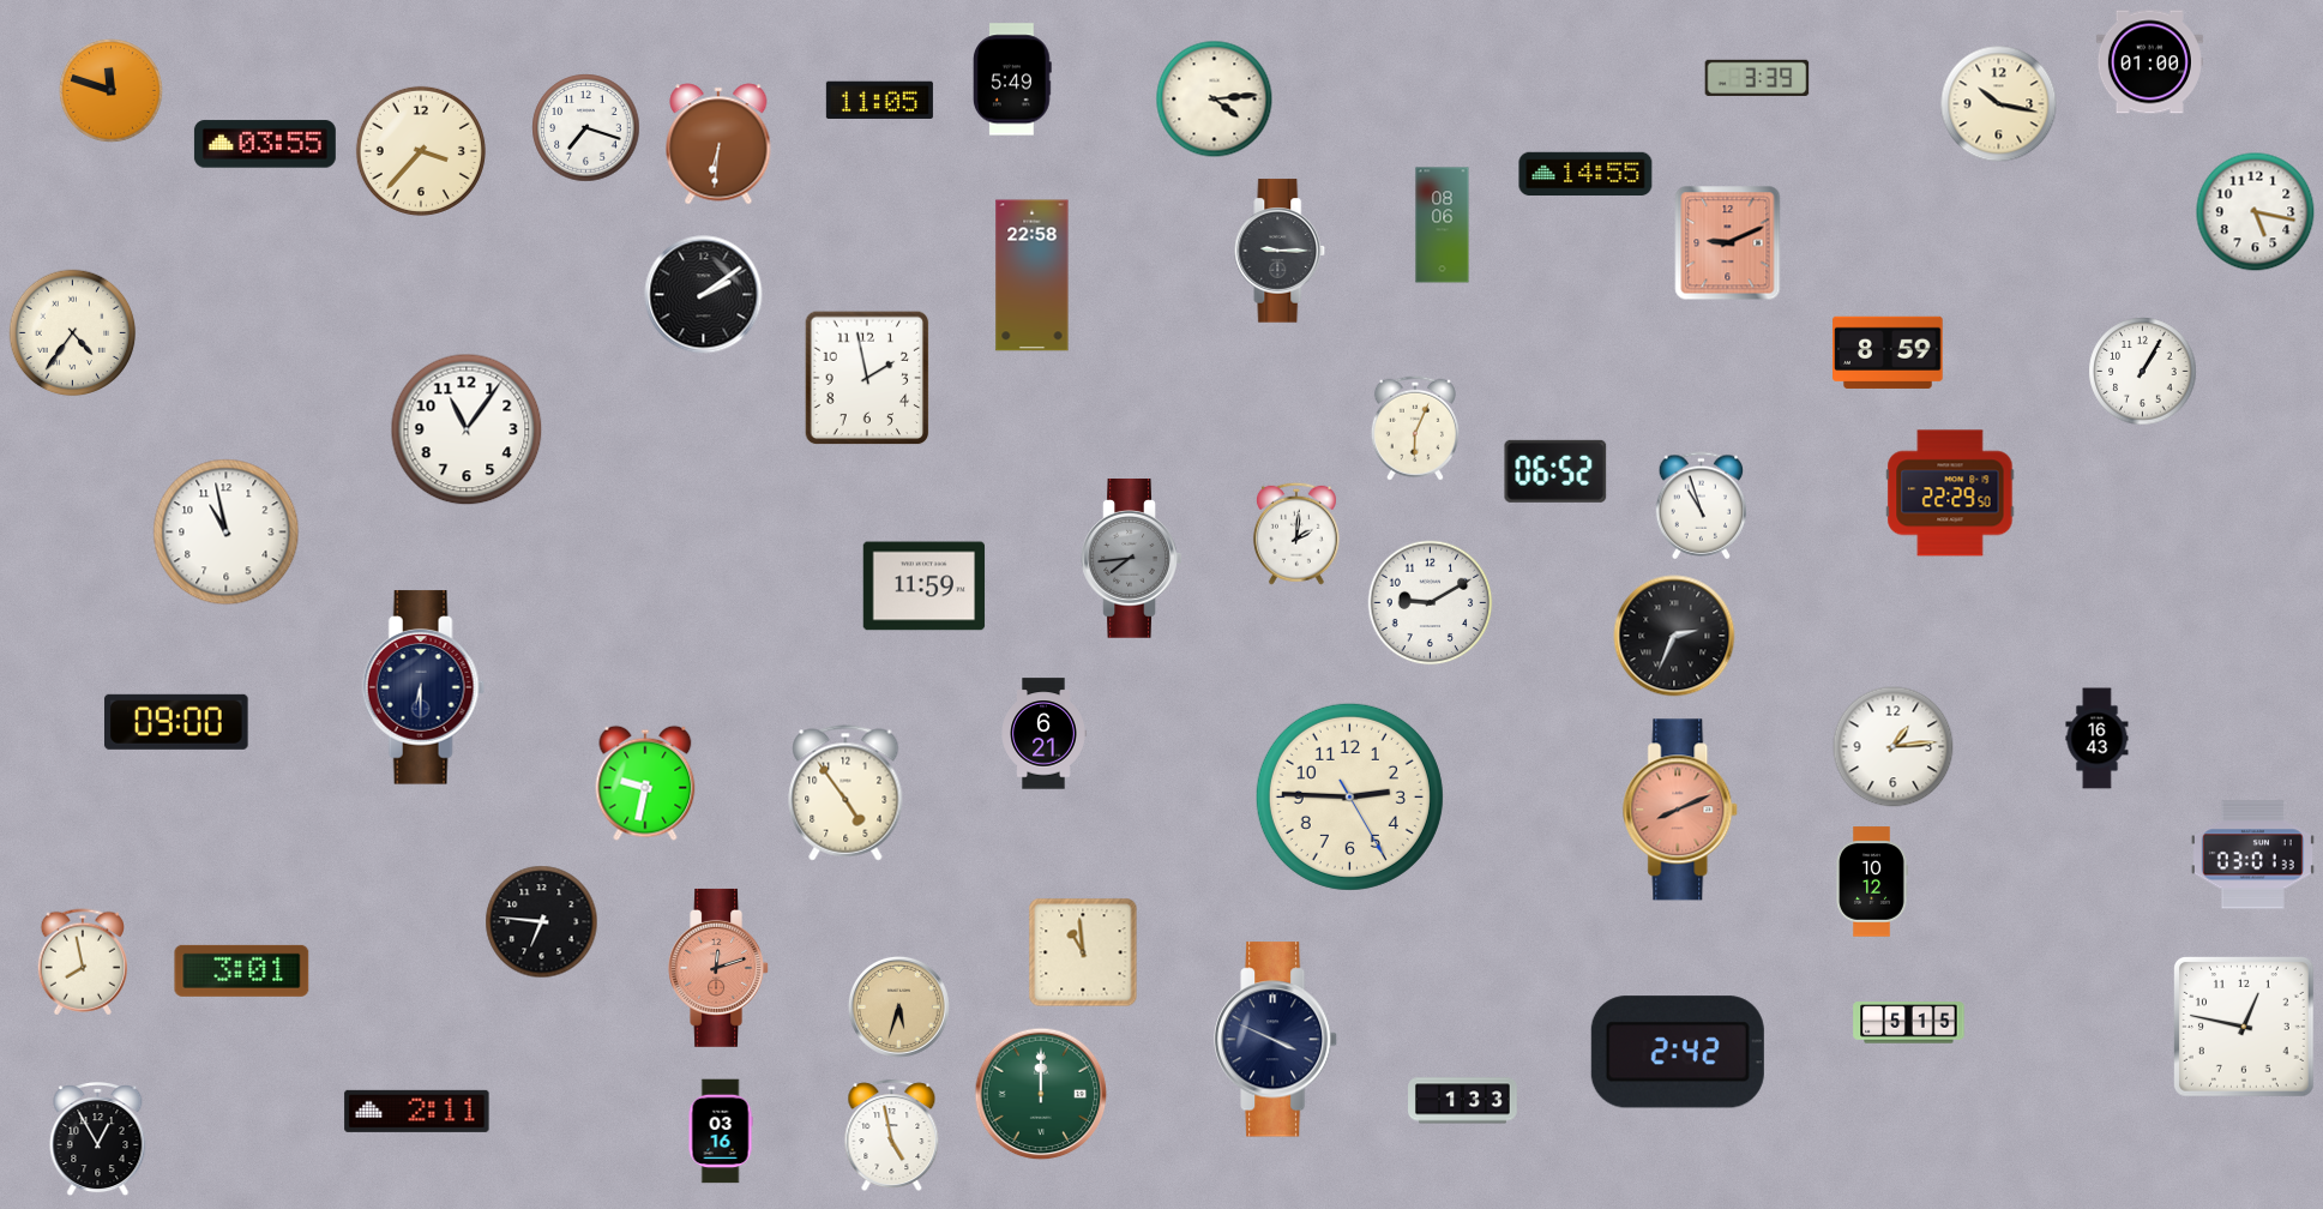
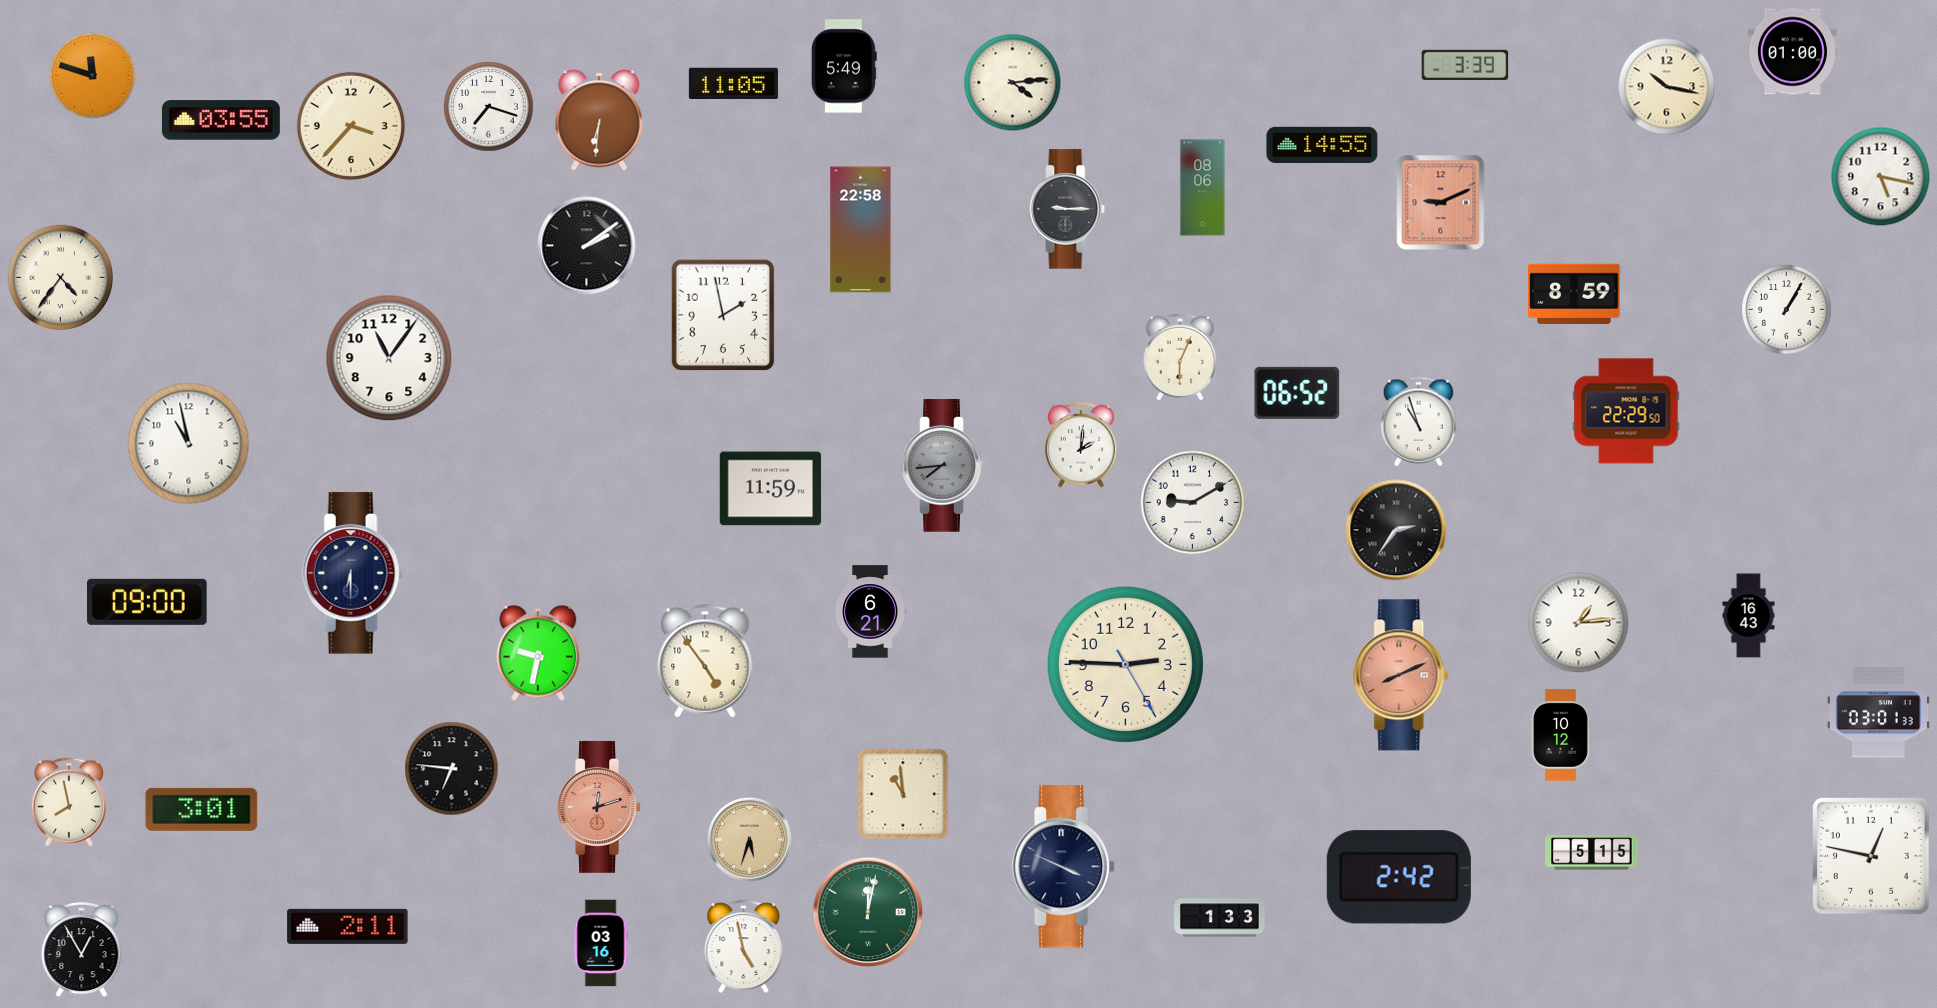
clock at (1674, 636): 2:34 -> 2:36
clock at (1041, 1094): 12:00 -> 12:02
